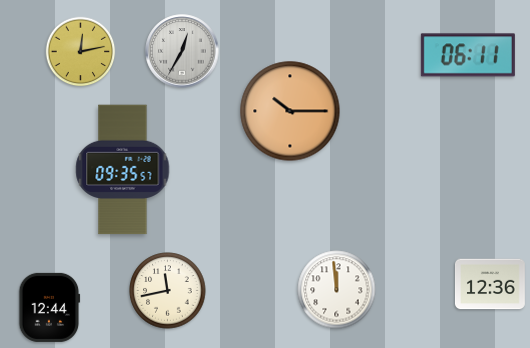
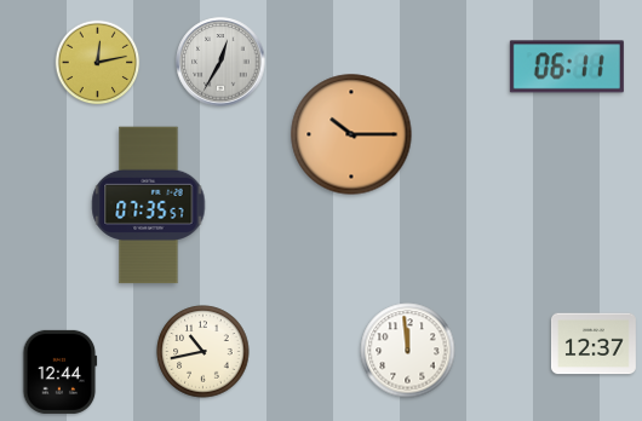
clock at (123, 170): 09:35 -> 07:35
clock at (490, 284): 12:36 -> 12:37
clock at (168, 291): 11:43 -> 10:43
